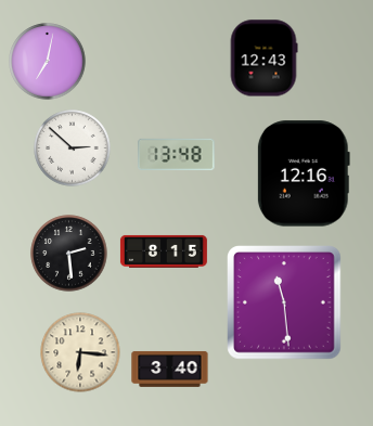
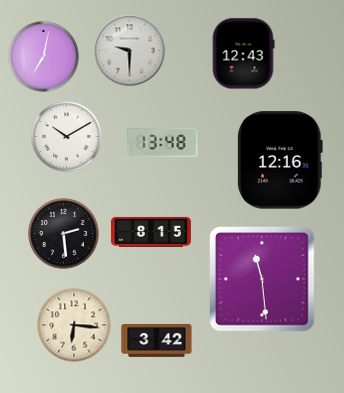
clock at (130, 51): none -> 9:30
clock at (73, 149): 2:52 -> 10:10
clock at (170, 369): 3:40 -> 3:42
